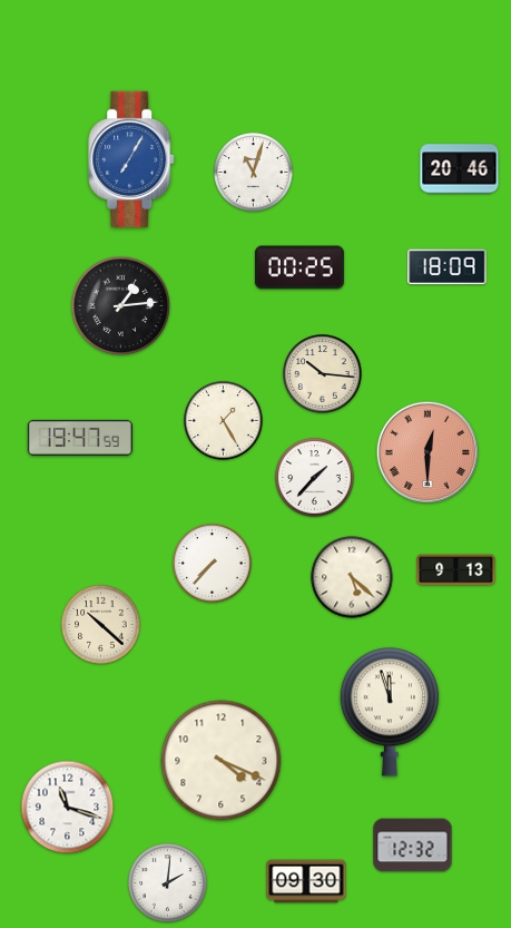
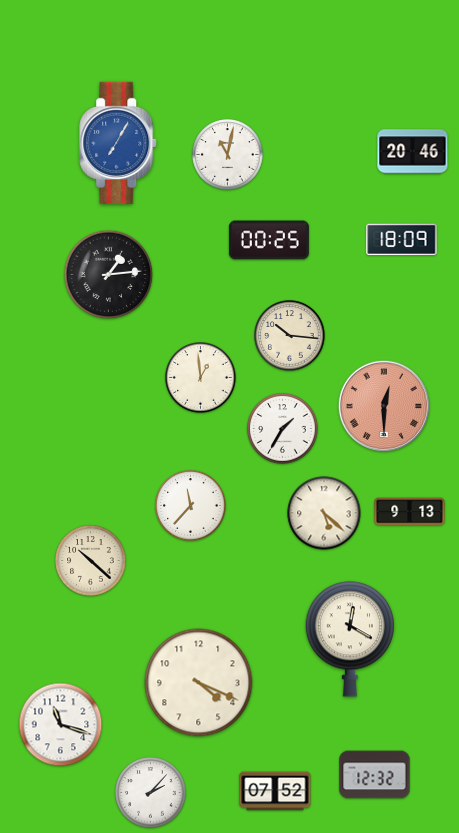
clock at (254, 173): 11:03 -> 11:02
clock at (224, 421): 1:25 -> 12:59
clock at (80, 438): 19:47 -> none
clock at (315, 478): 1:37 -> 1:35
clock at (213, 564): 7:37 -> 11:37
clock at (352, 577) position: (352, 577) -> (324, 513)
clock at (389, 712): 11:57 -> 12:20
clock at (413, 846) position: (413, 846) -> (375, 775)
clock at (306, 881): 09:30 -> 07:52
clock at (168, 883): 2:01 -> 2:07
